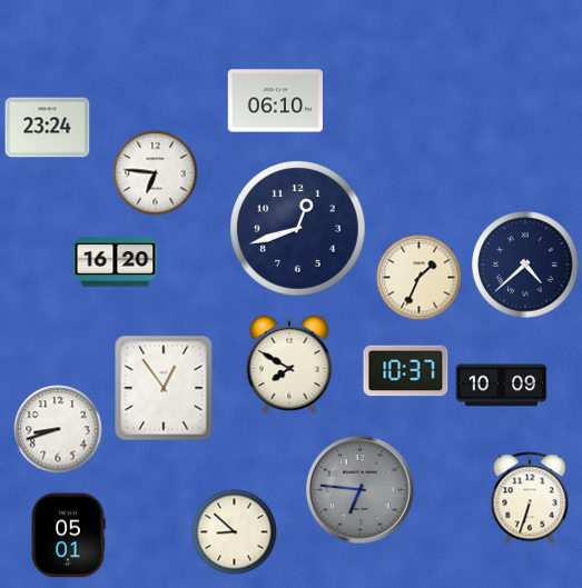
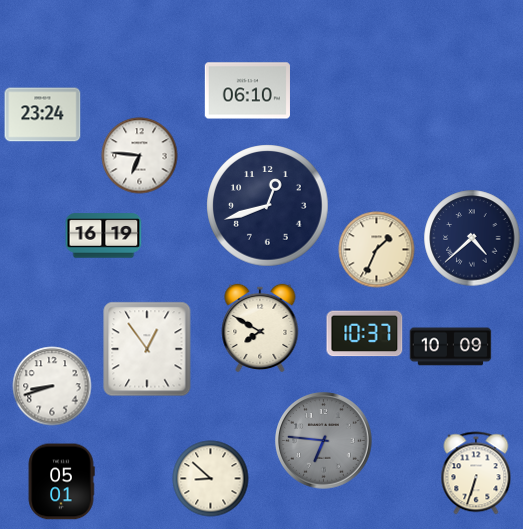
clock at (116, 262): 16:20 -> 16:19
clock at (530, 498) position: (530, 498) -> (476, 473)
